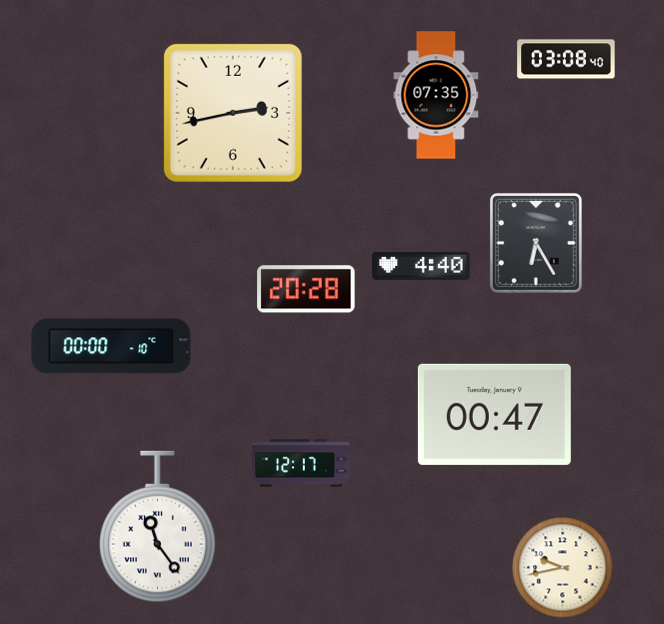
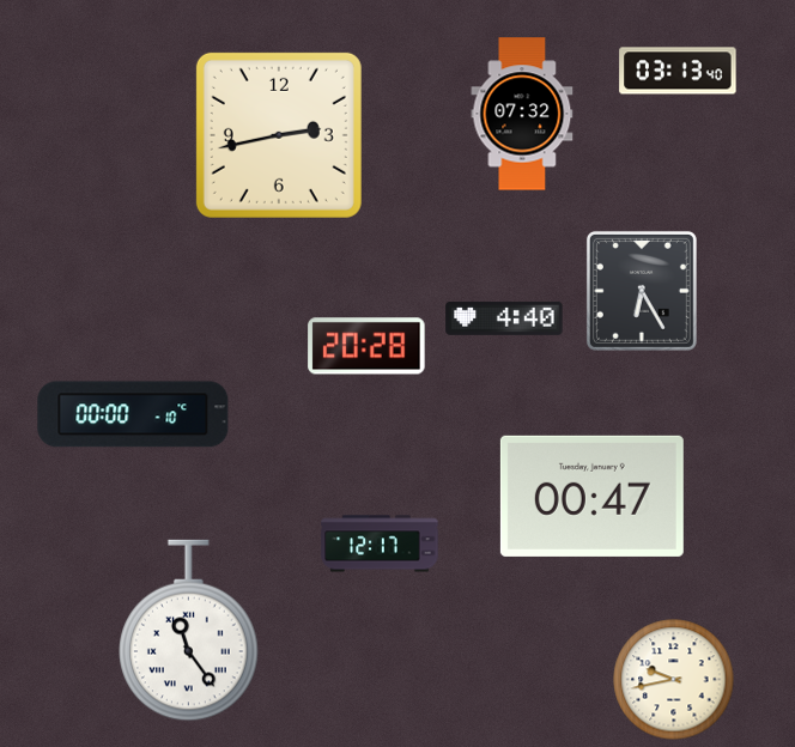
clock at (566, 59): 03:08 -> 03:13
clock at (436, 95): 07:35 -> 07:32
clock at (301, 463) position: (301, 463) -> (380, 543)
